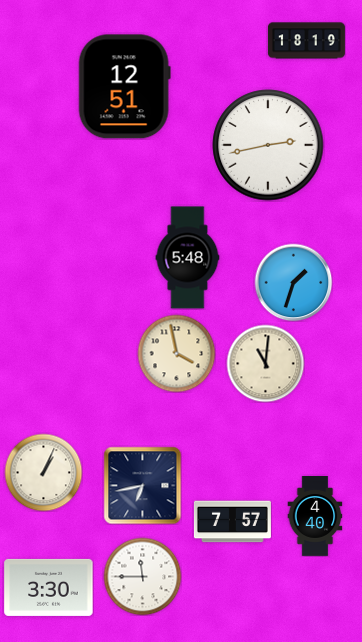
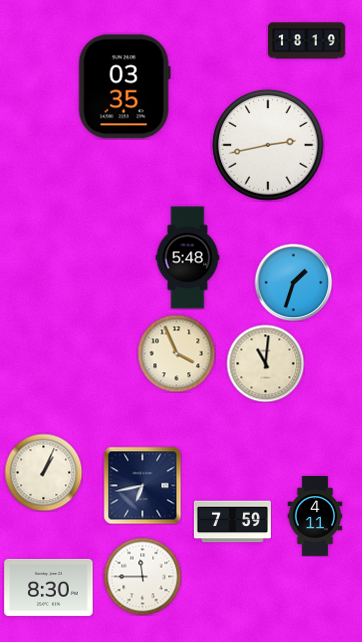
clock at (124, 87): 12:51 -> 03:35
clock at (176, 353): 3:58 -> 3:56
clock at (315, 517): 4:40 -> 4:11
clock at (232, 522): 7:57 -> 7:59
clock at (49, 587): 3:30 -> 8:30
